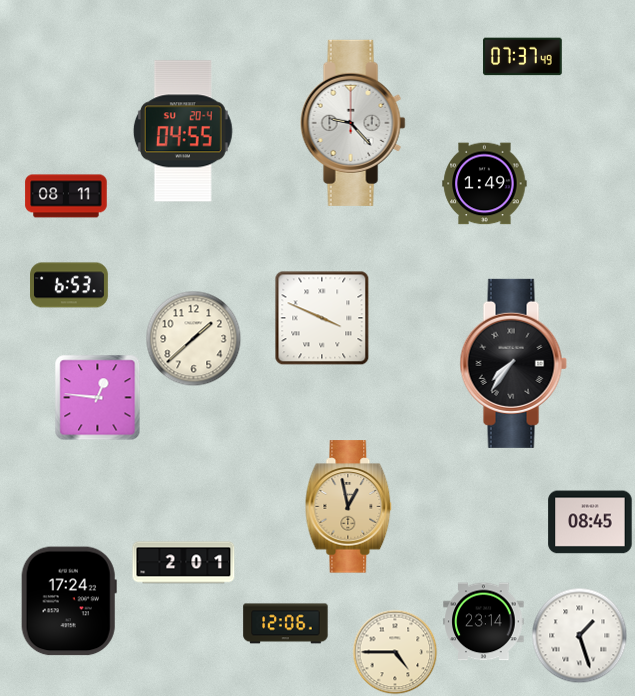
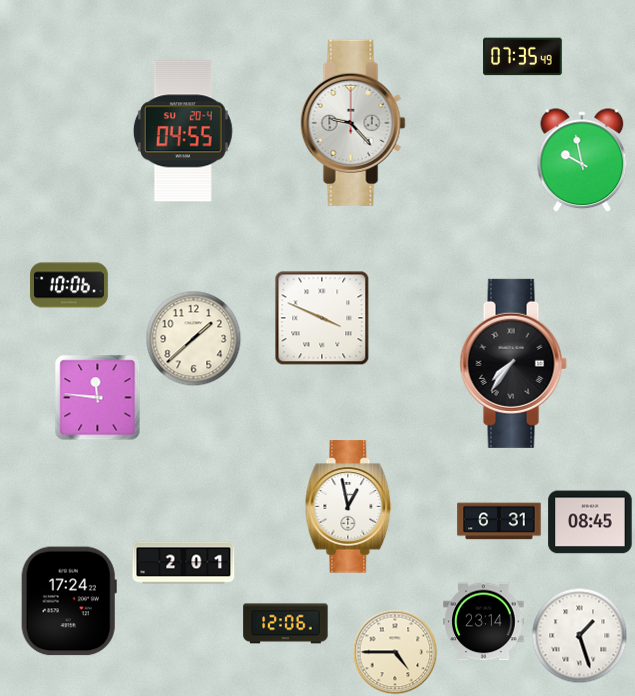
clock at (523, 57): 07:37 -> 07:35
clock at (582, 160): none -> 9:58
clock at (485, 184): 1:49 -> none
clock at (66, 196): 08:11 -> none
clock at (69, 285): 6:53 -> 10:06
clock at (97, 397): 12:46 -> 11:46
clock at (349, 507) dial: champagne -> white
clock at (499, 521): none -> 6:31
